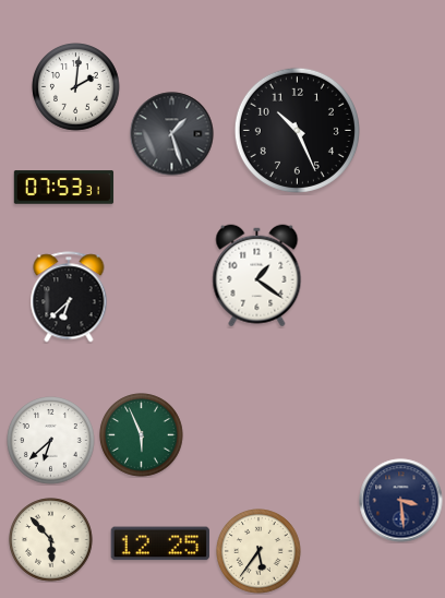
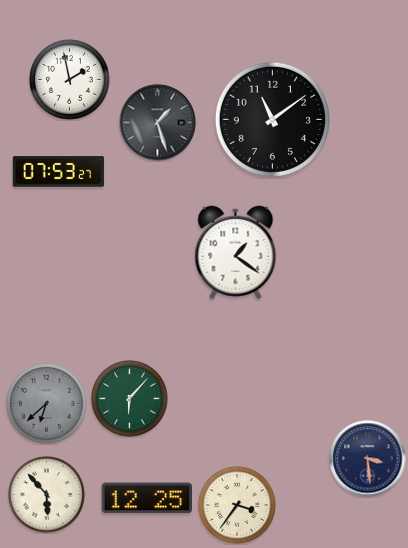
clock at (76, 87): 2:01 -> 1:58
clock at (297, 130): 10:26 -> 11:09
clock at (64, 188): 07:53:31 -> 07:53:27
clock at (69, 297): 6:38 -> none
clock at (142, 435): 5:56 -> 6:07
clock at (51, 441) dial: white -> grey
clock at (258, 551): 5:36 -> 3:36
